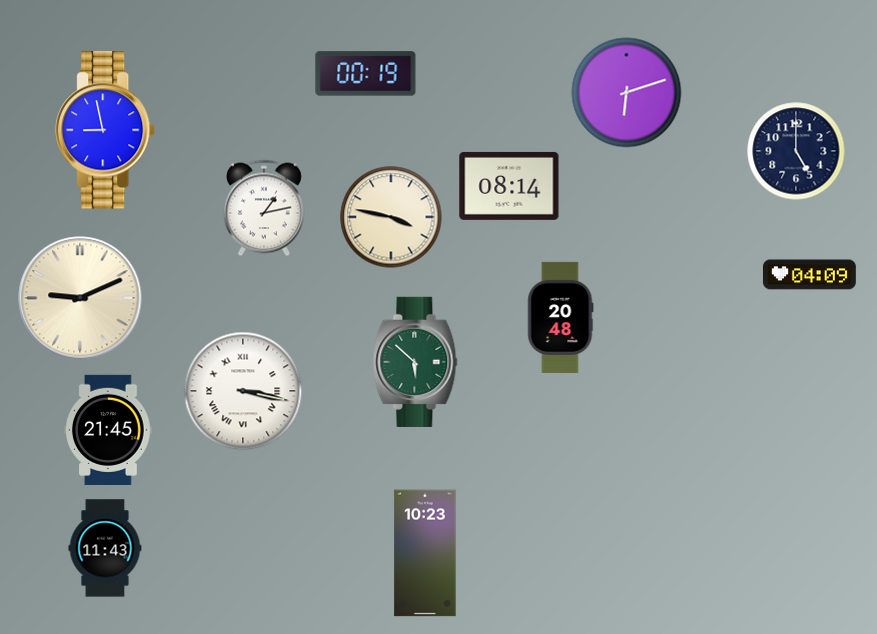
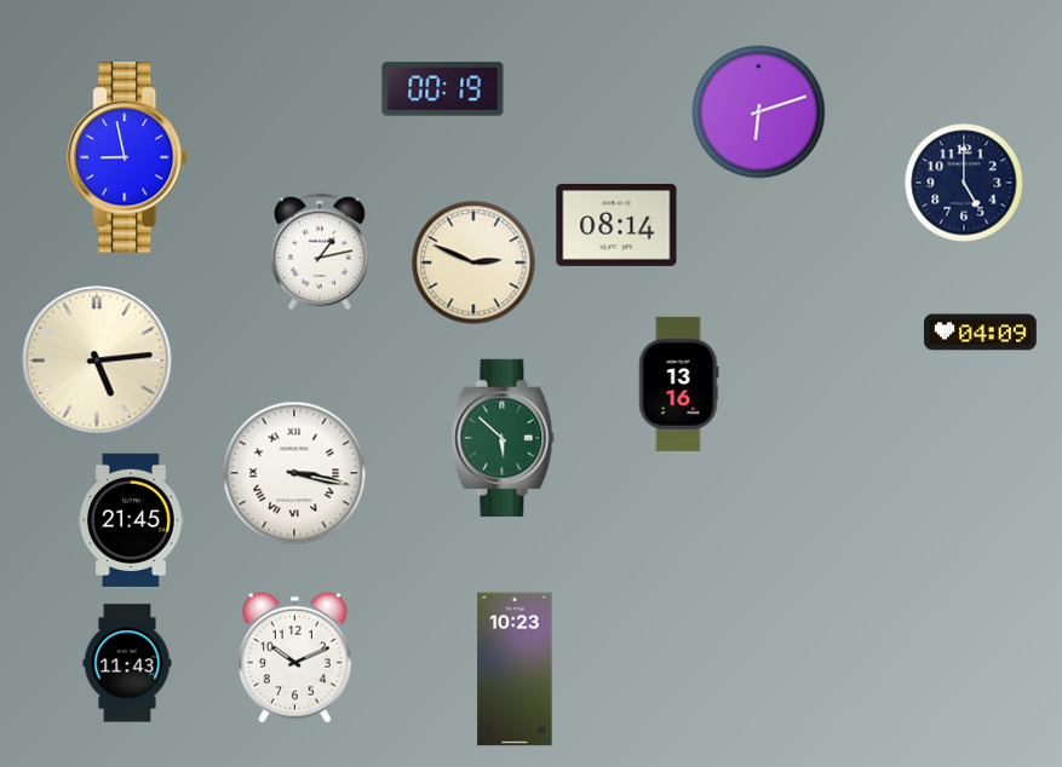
clock at (391, 217): 3:47 -> 2:49
clock at (80, 298): 9:11 -> 5:14
clock at (560, 317): 20:48 -> 13:16
clock at (294, 657): none -> 10:11
